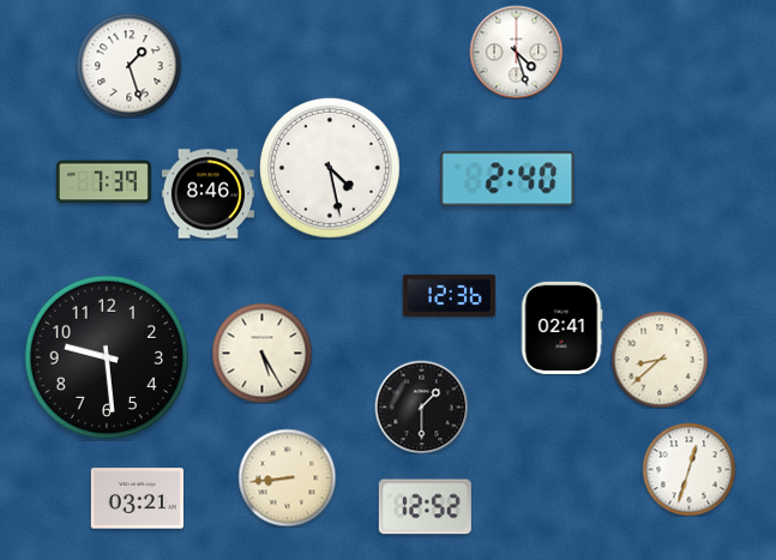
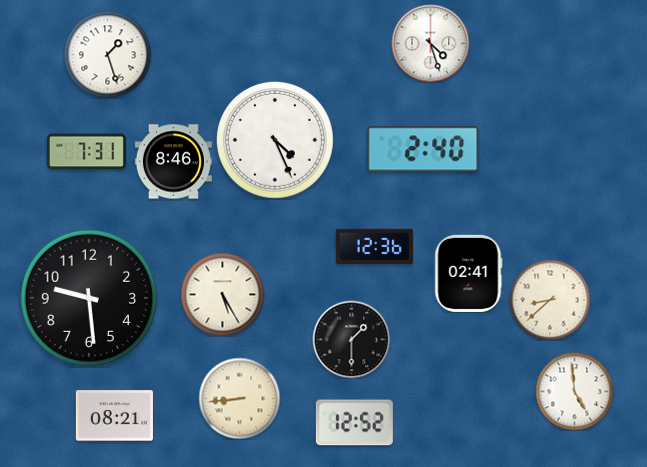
clock at (330, 168): 4:28 -> 4:26
clock at (103, 182): 7:39 -> 7:31
clock at (261, 353) position: (261, 353) -> (222, 294)
clock at (688, 469): 12:33 -> 4:59
clock at (137, 499): 03:21 -> 08:21
